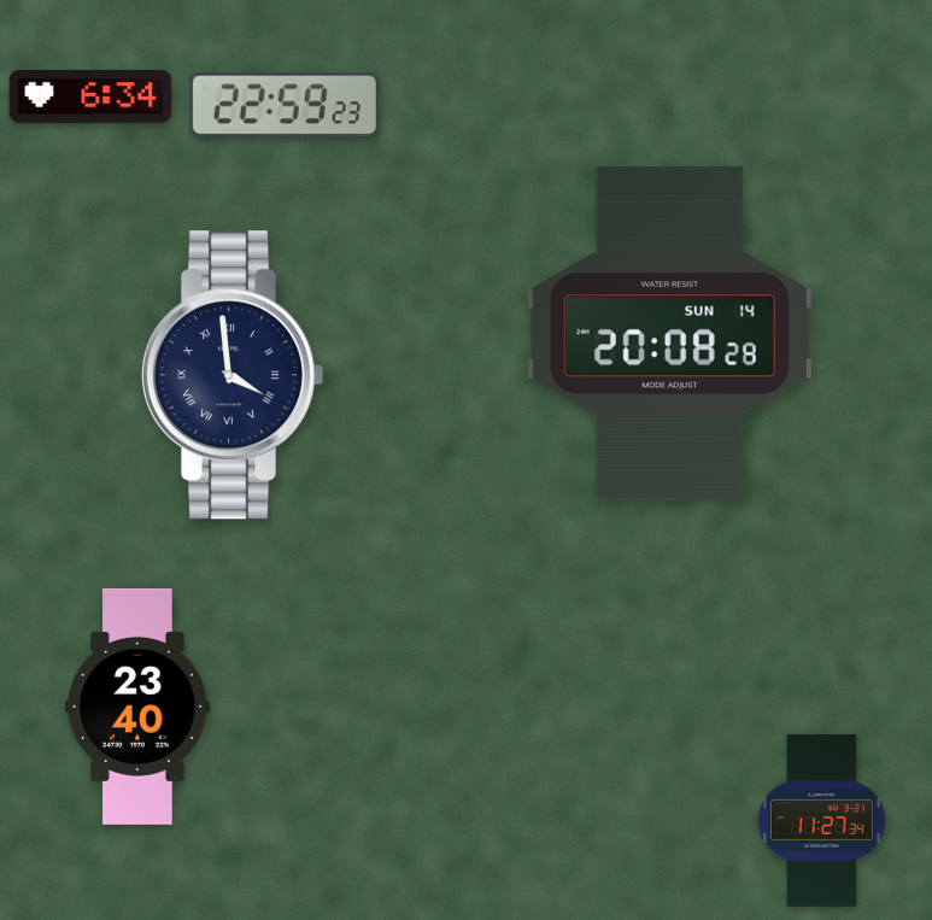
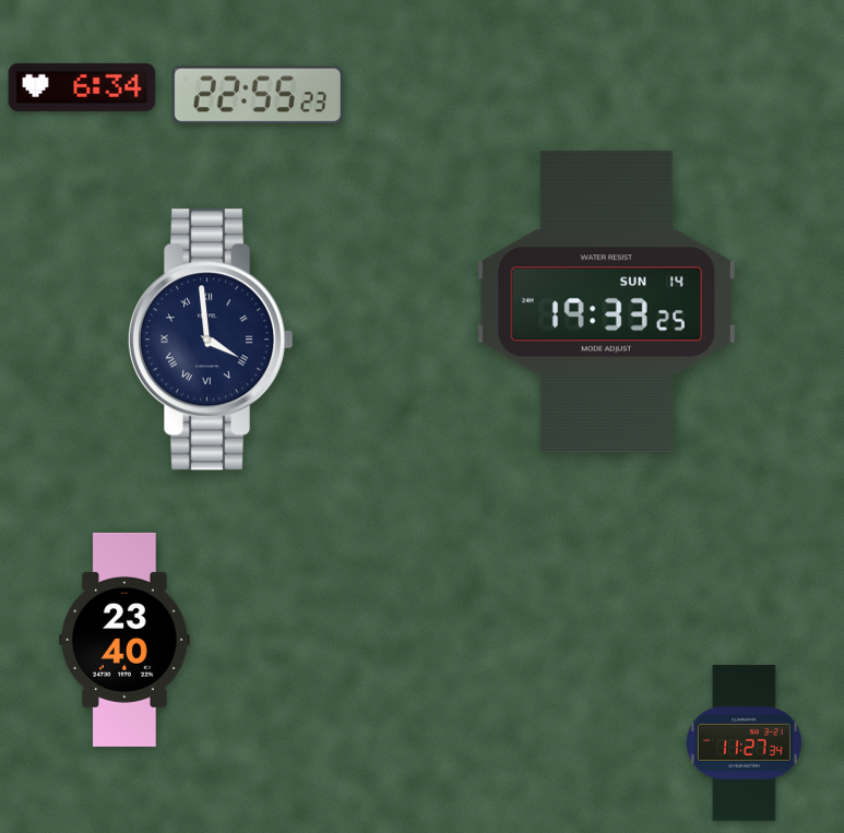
clock at (285, 105): 22:59 -> 22:55
clock at (669, 334): 20:08 -> 19:33
